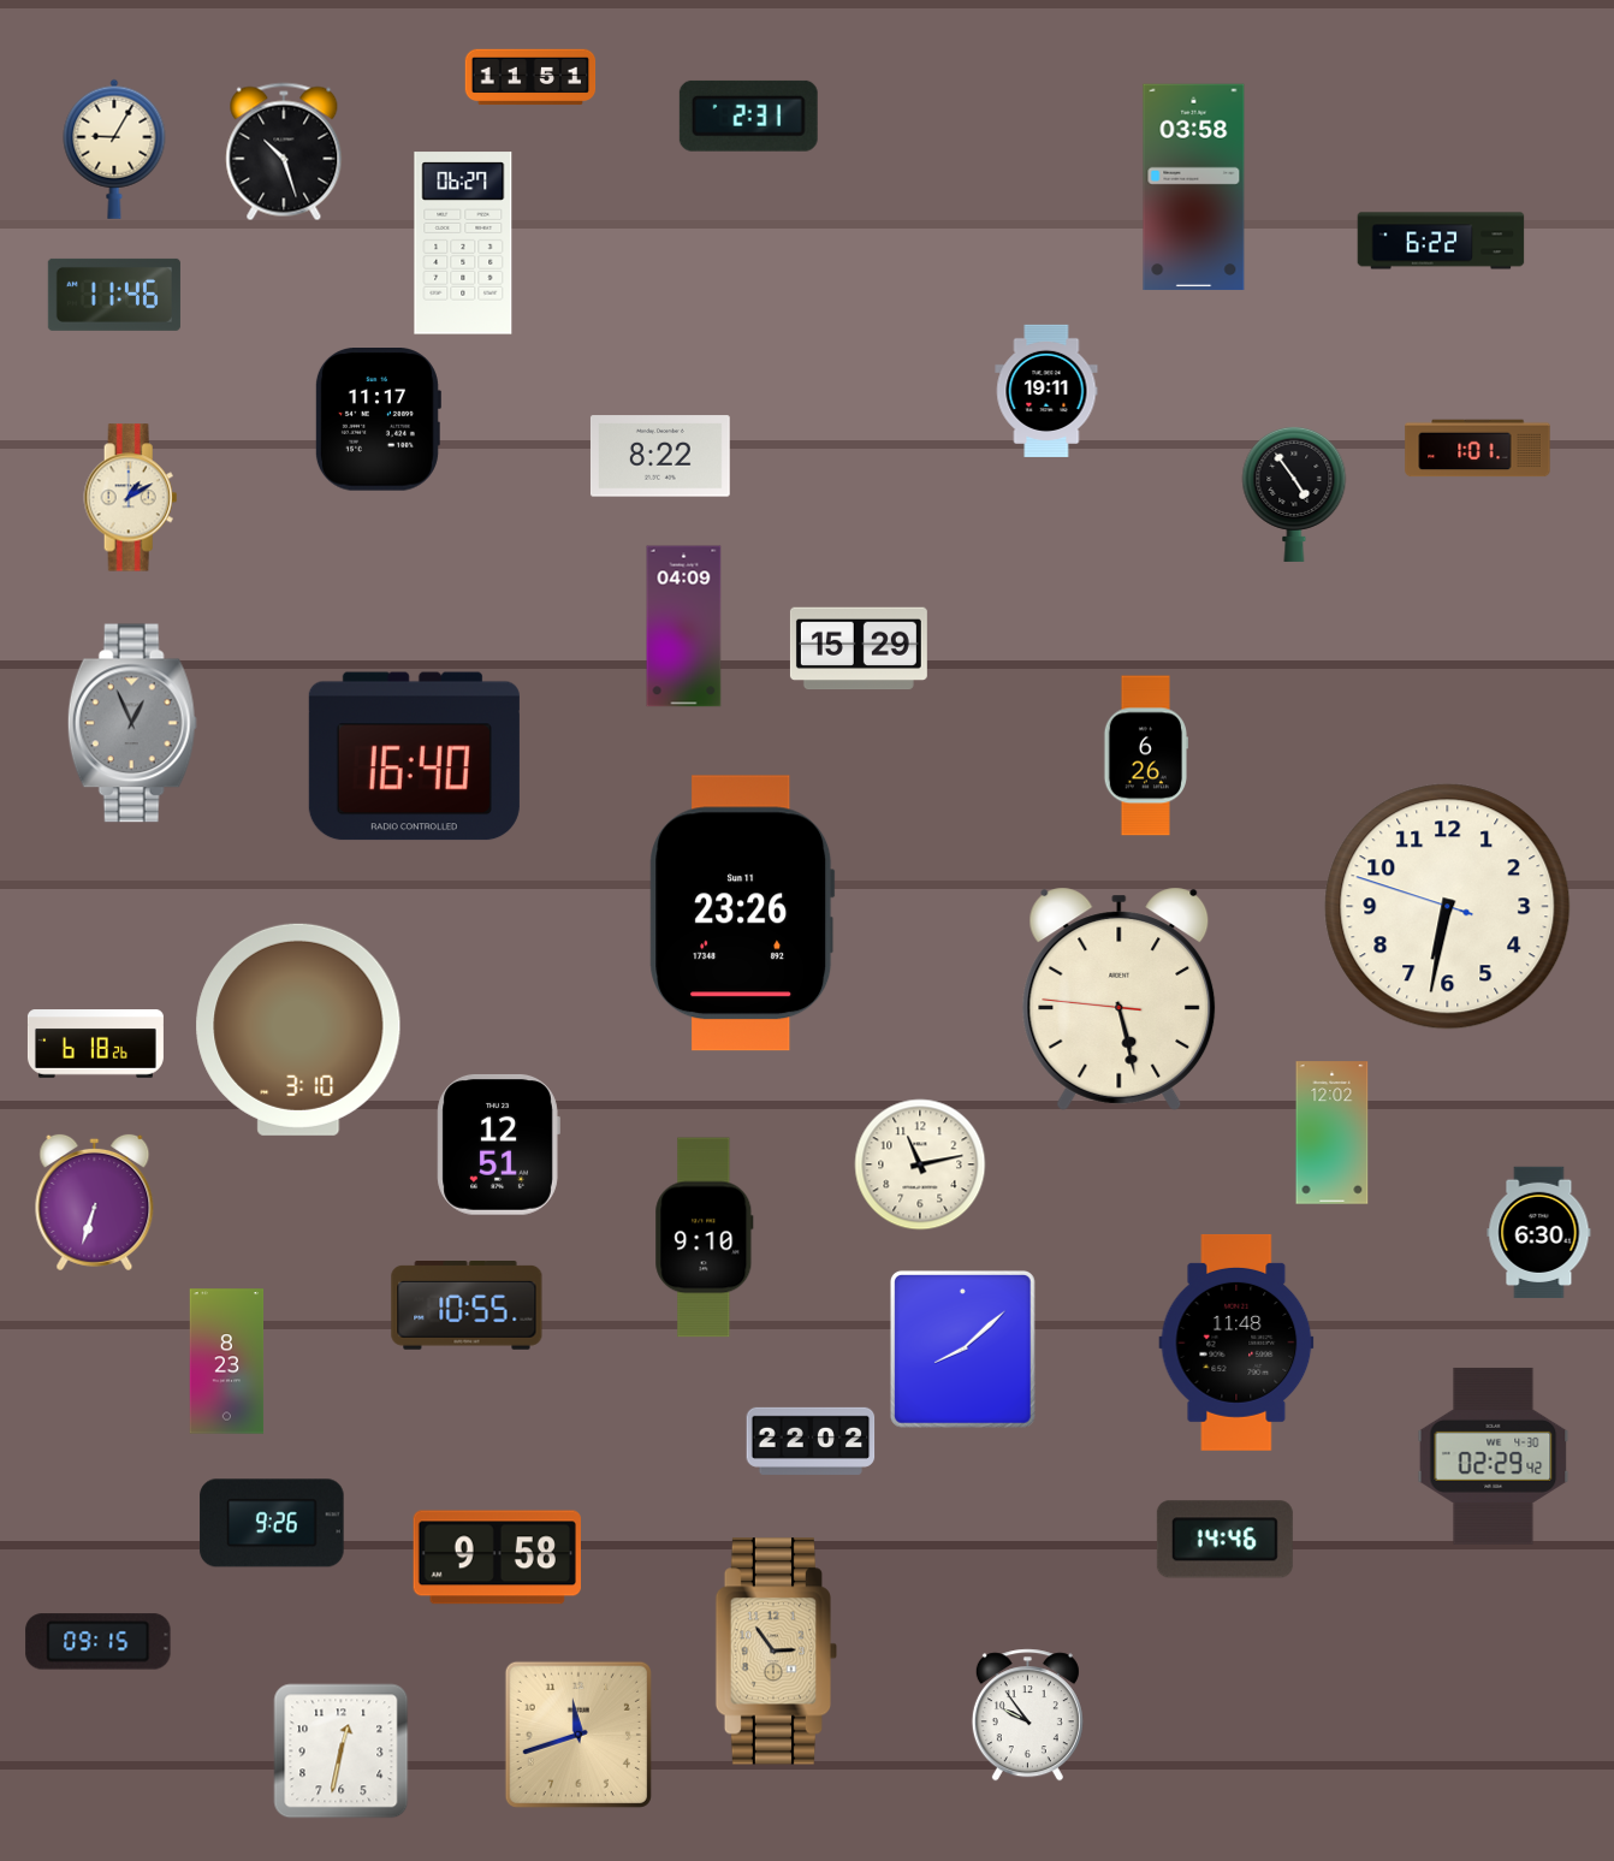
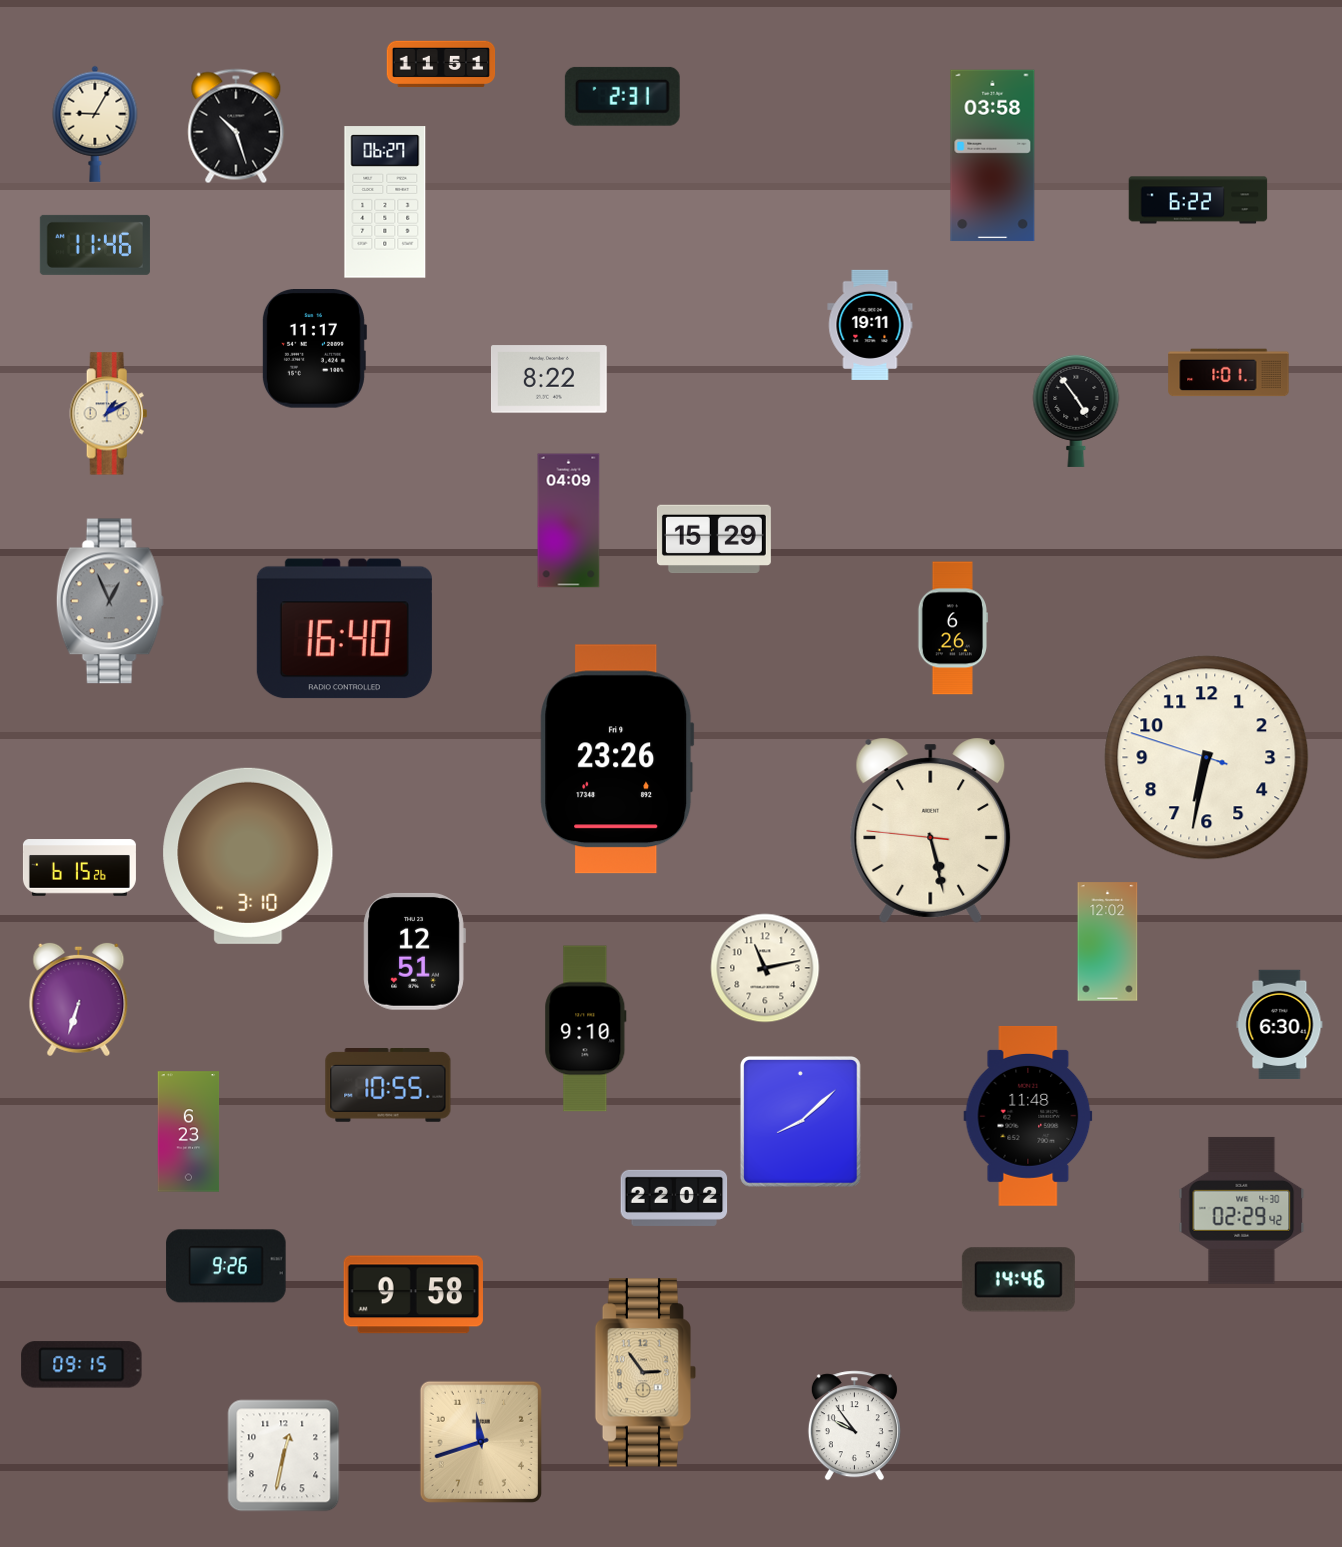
clock at (1448, 907) position: (1448, 907) -> (1207, 758)
clock at (742, 913) date: Sun 11 -> Fri 9
clock at (95, 1044): 6:18 -> 6:15
clock at (227, 1362): 8:23 -> 6:23
